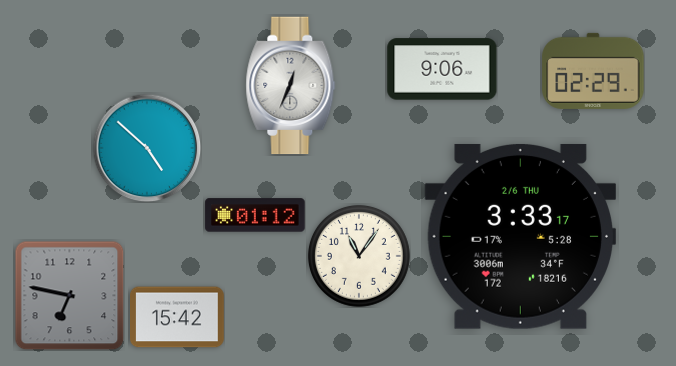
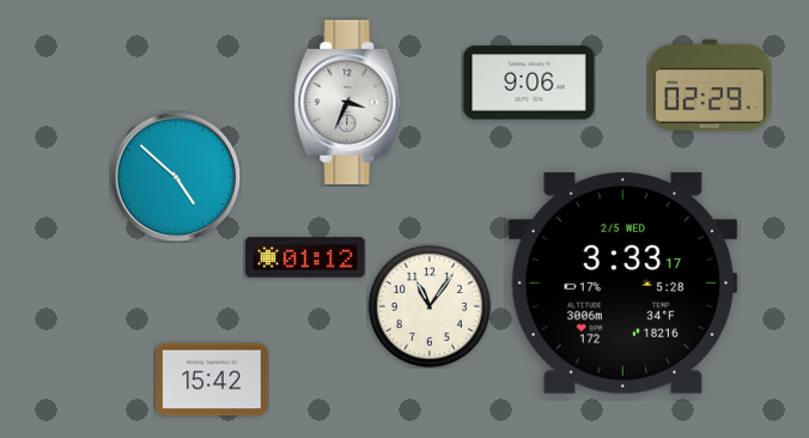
clock at (291, 86): 12:34 -> 3:34
clock at (520, 236) date: 2/6 THU -> 2/5 WED
clock at (69, 295): 6:47 -> none
